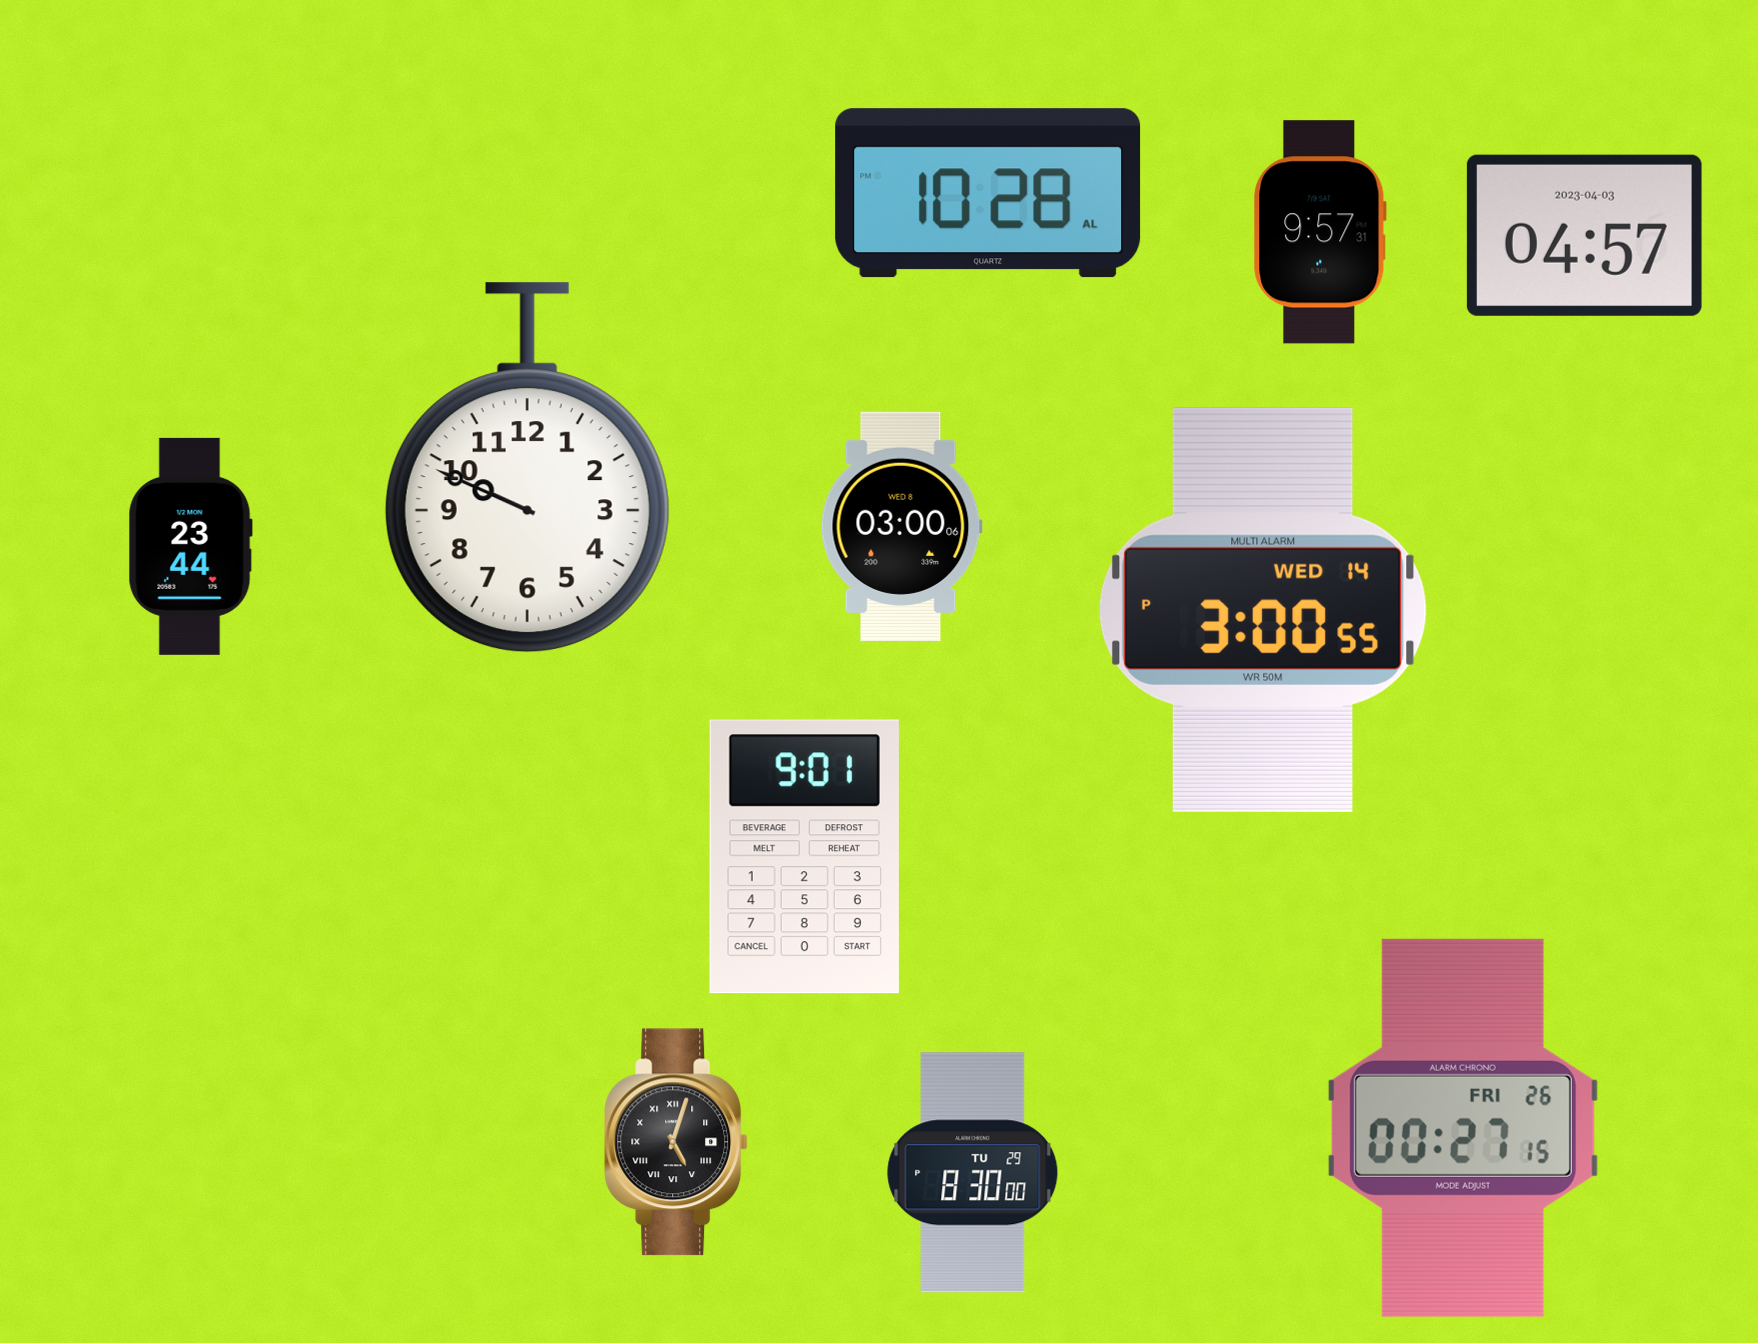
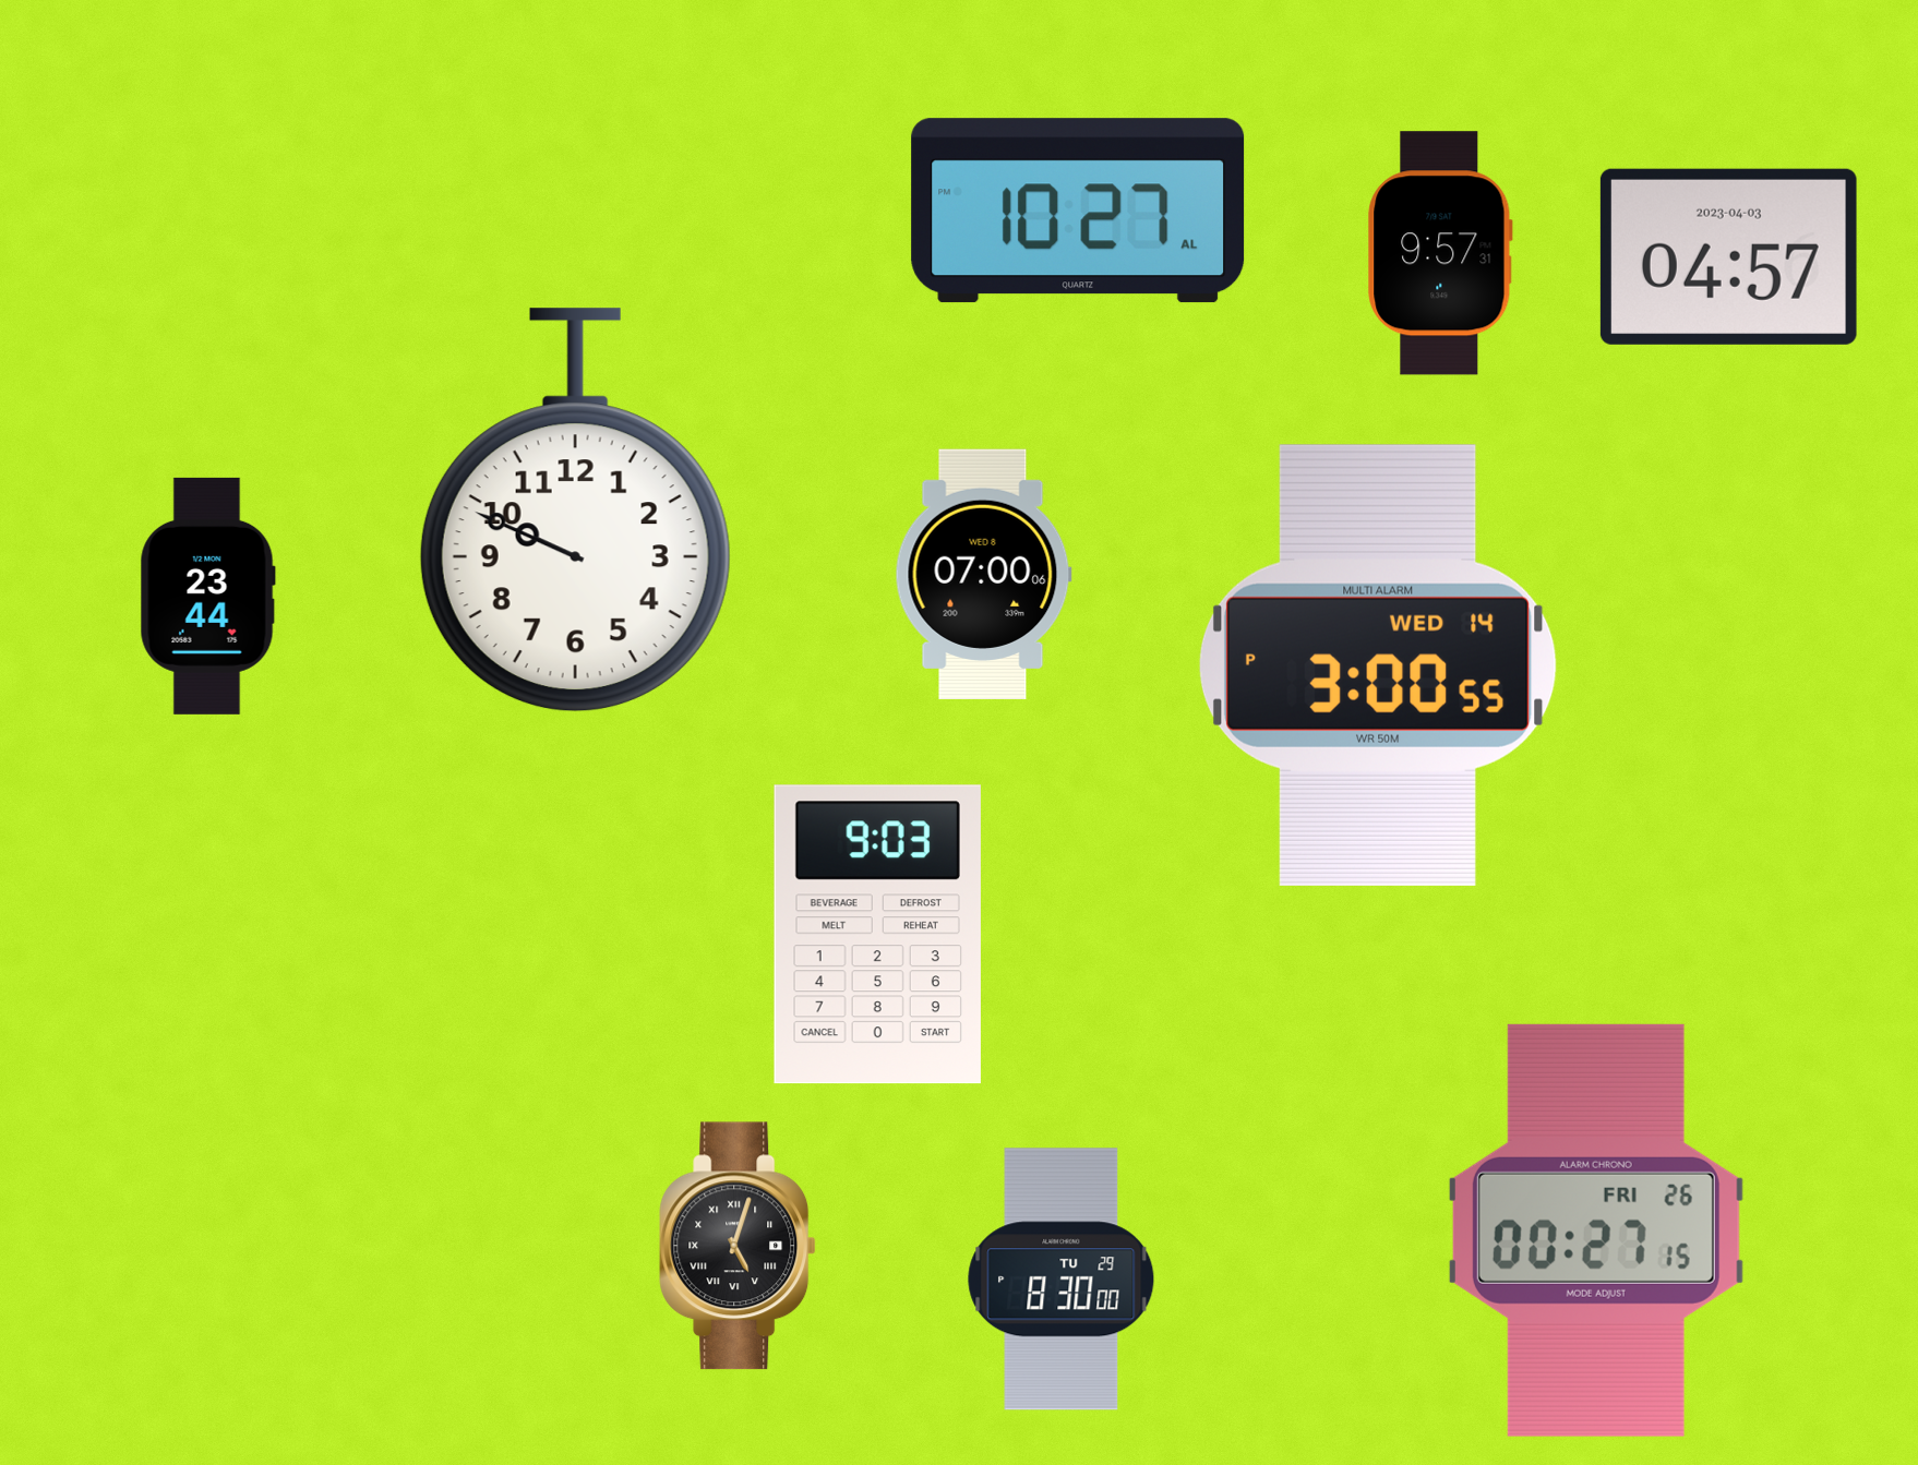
clock at (988, 193): 10:28 -> 10:27
clock at (901, 526): 03:00 -> 07:00
clock at (804, 857): 9:01 -> 9:03
